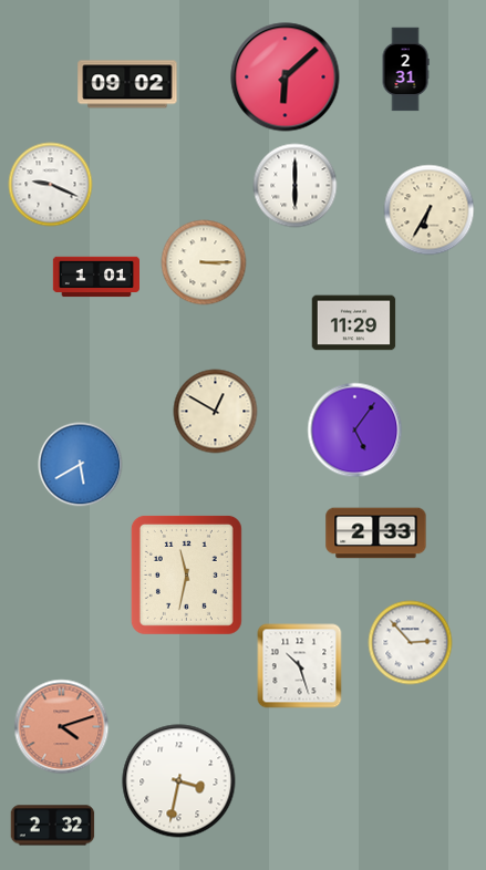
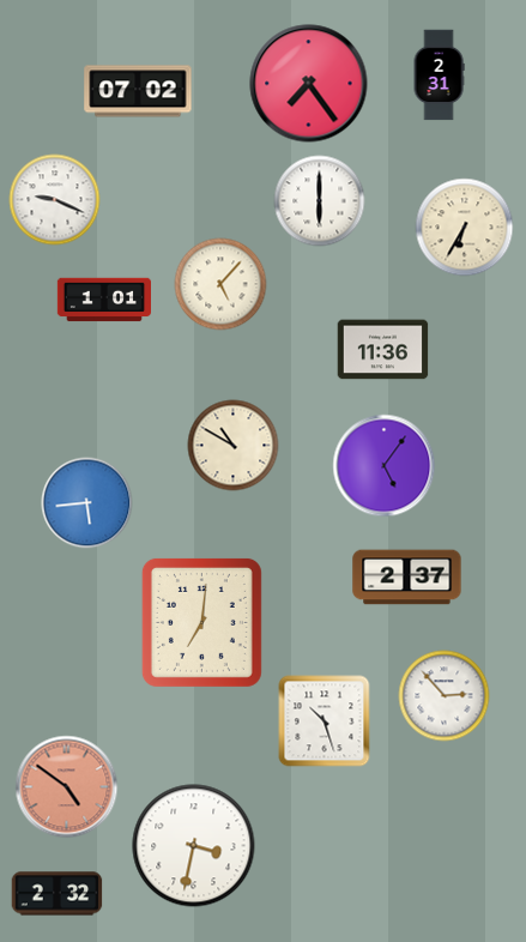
clock at (286, 77): 6:08 -> 7:24
clock at (127, 84): 09:02 -> 07:02
clock at (204, 262): 3:15 -> 5:07
clock at (354, 323): 11:29 -> 11:36
clock at (216, 412): 12:50 -> 10:50
clock at (81, 465): 5:40 -> 5:44
clock at (376, 534): 2:33 -> 2:37
clock at (186, 574): 11:32 -> 7:01
clock at (62, 727): 4:12 -> 4:51
